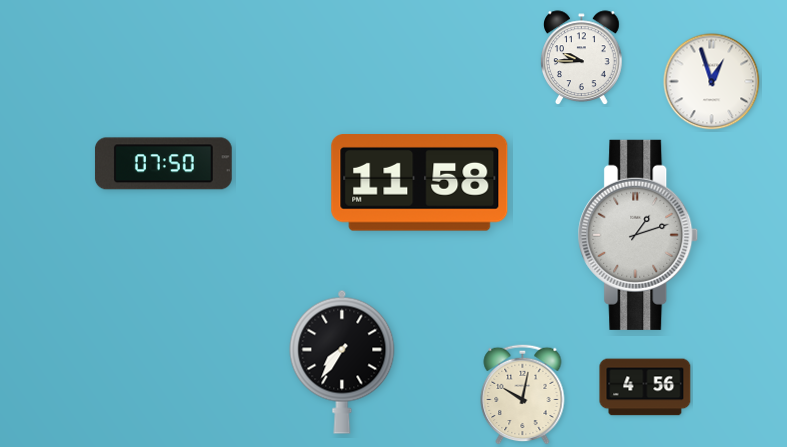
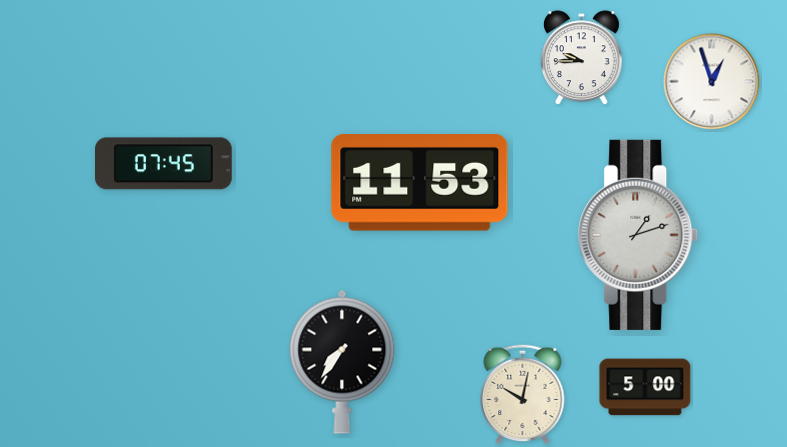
clock at (163, 164): 07:50 -> 07:45
clock at (420, 183): 11:58 -> 11:53
clock at (645, 387): 4:56 -> 5:00
